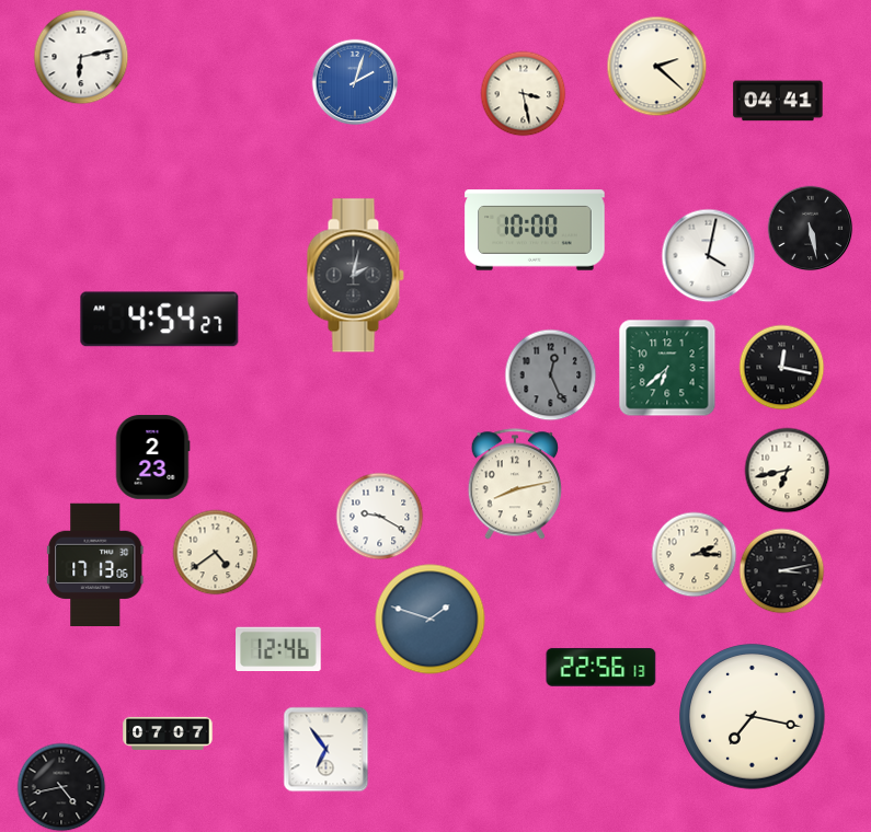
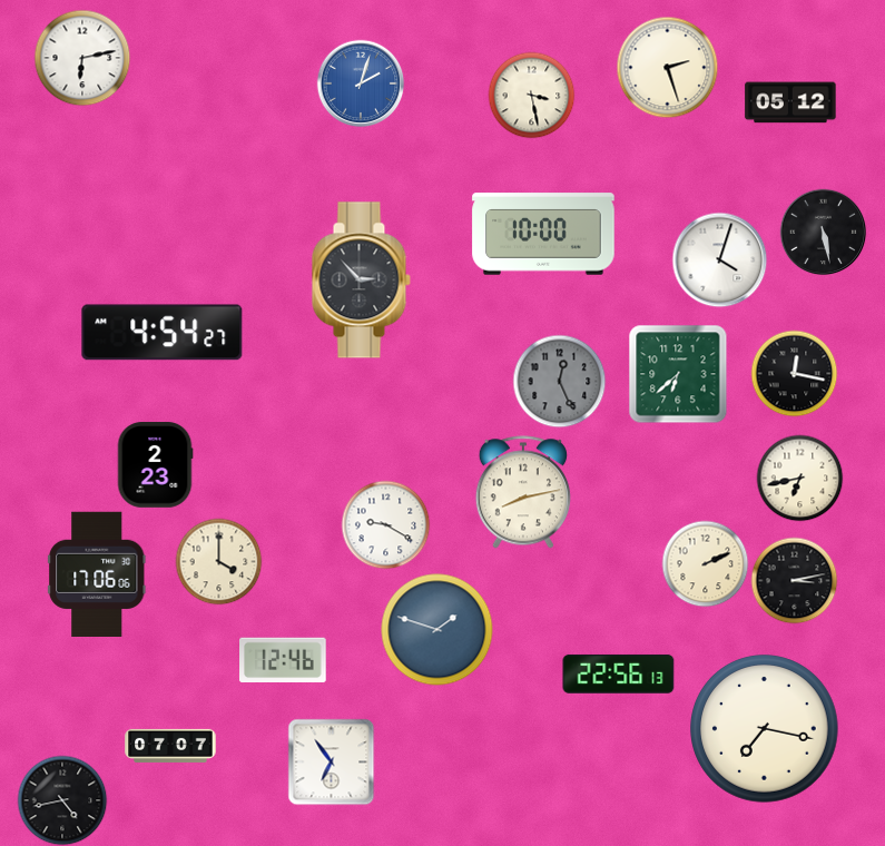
clock at (656, 66): 2:22 -> 2:27
clock at (778, 101): 04:41 -> 05:12
clock at (708, 255): 4:02 -> 4:03
clock at (355, 276): 2:02 -> 2:53
clock at (160, 320) position: (160, 320) -> (163, 333)
clock at (215, 552): 4:39 -> 4:00
clock at (694, 554): 2:15 -> 2:11
clock at (95, 564): 17:13 -> 17:06
clock at (601, 667) position: (601, 667) -> (619, 673)
